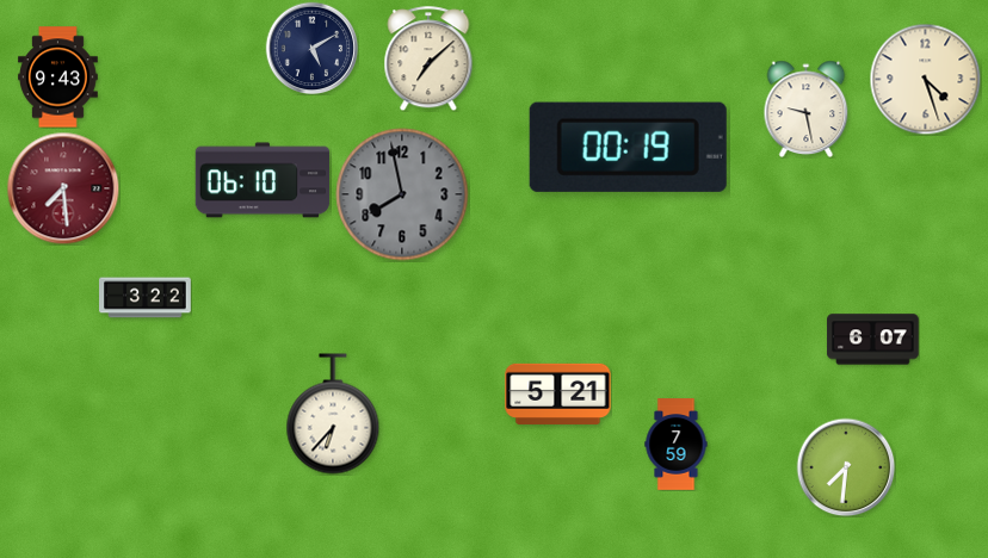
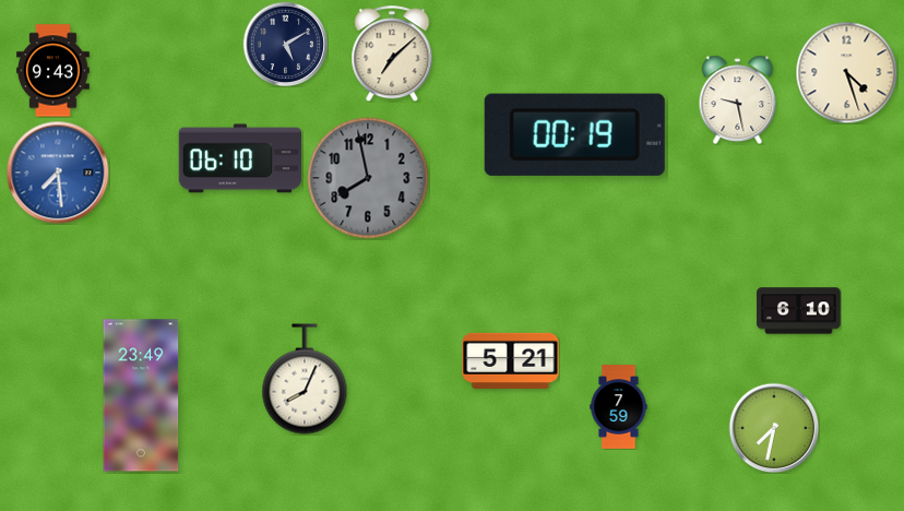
clock at (263, 180) position: (263, 180) -> (240, 158)
clock at (63, 188) dial: burgundy -> blue
clock at (146, 298): 3:22 -> none
clock at (873, 340): 6:07 -> 6:10
clock at (333, 414): 6:37 -> 8:04
clock at (141, 395): none -> 23:49
clock at (846, 467): 7:31 -> 7:32
